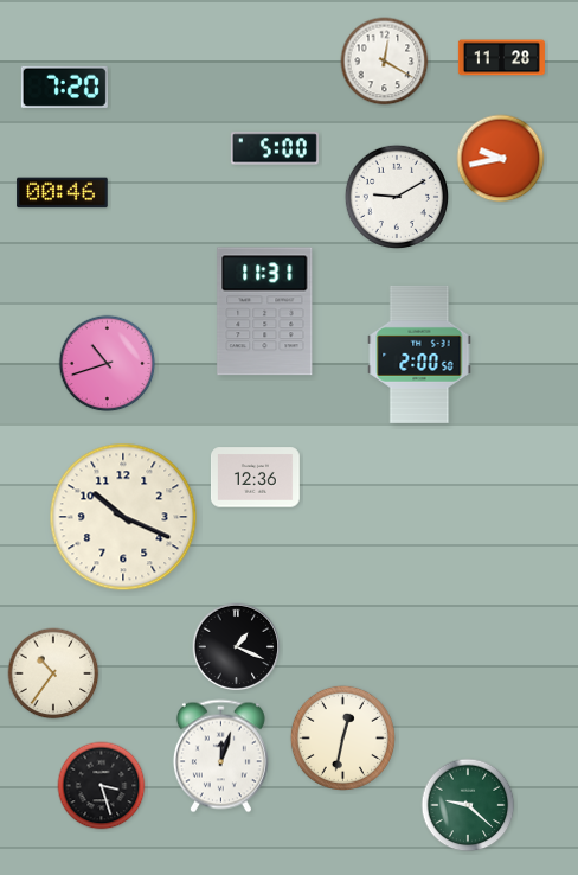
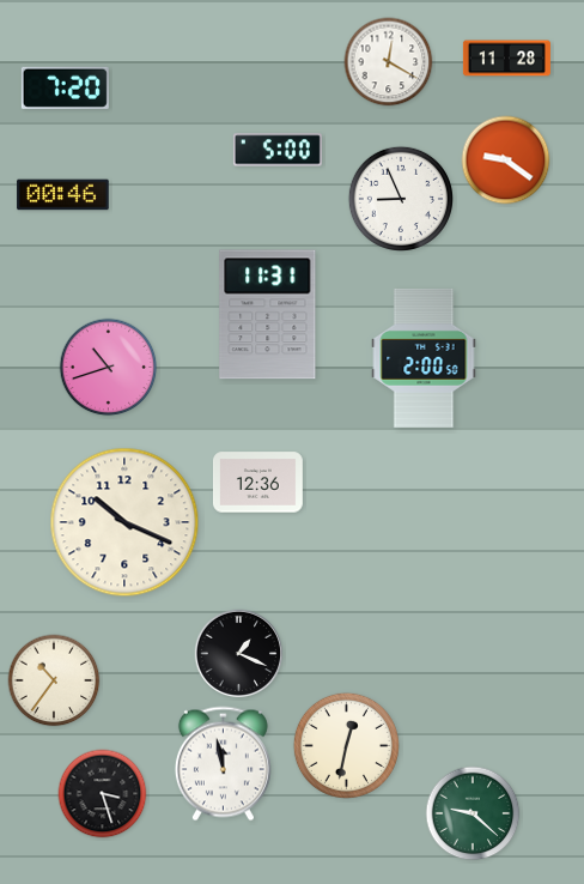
clock at (501, 159): 9:43 -> 9:21
clock at (397, 197): 9:10 -> 8:56
clock at (220, 756): 12:03 -> 11:58
